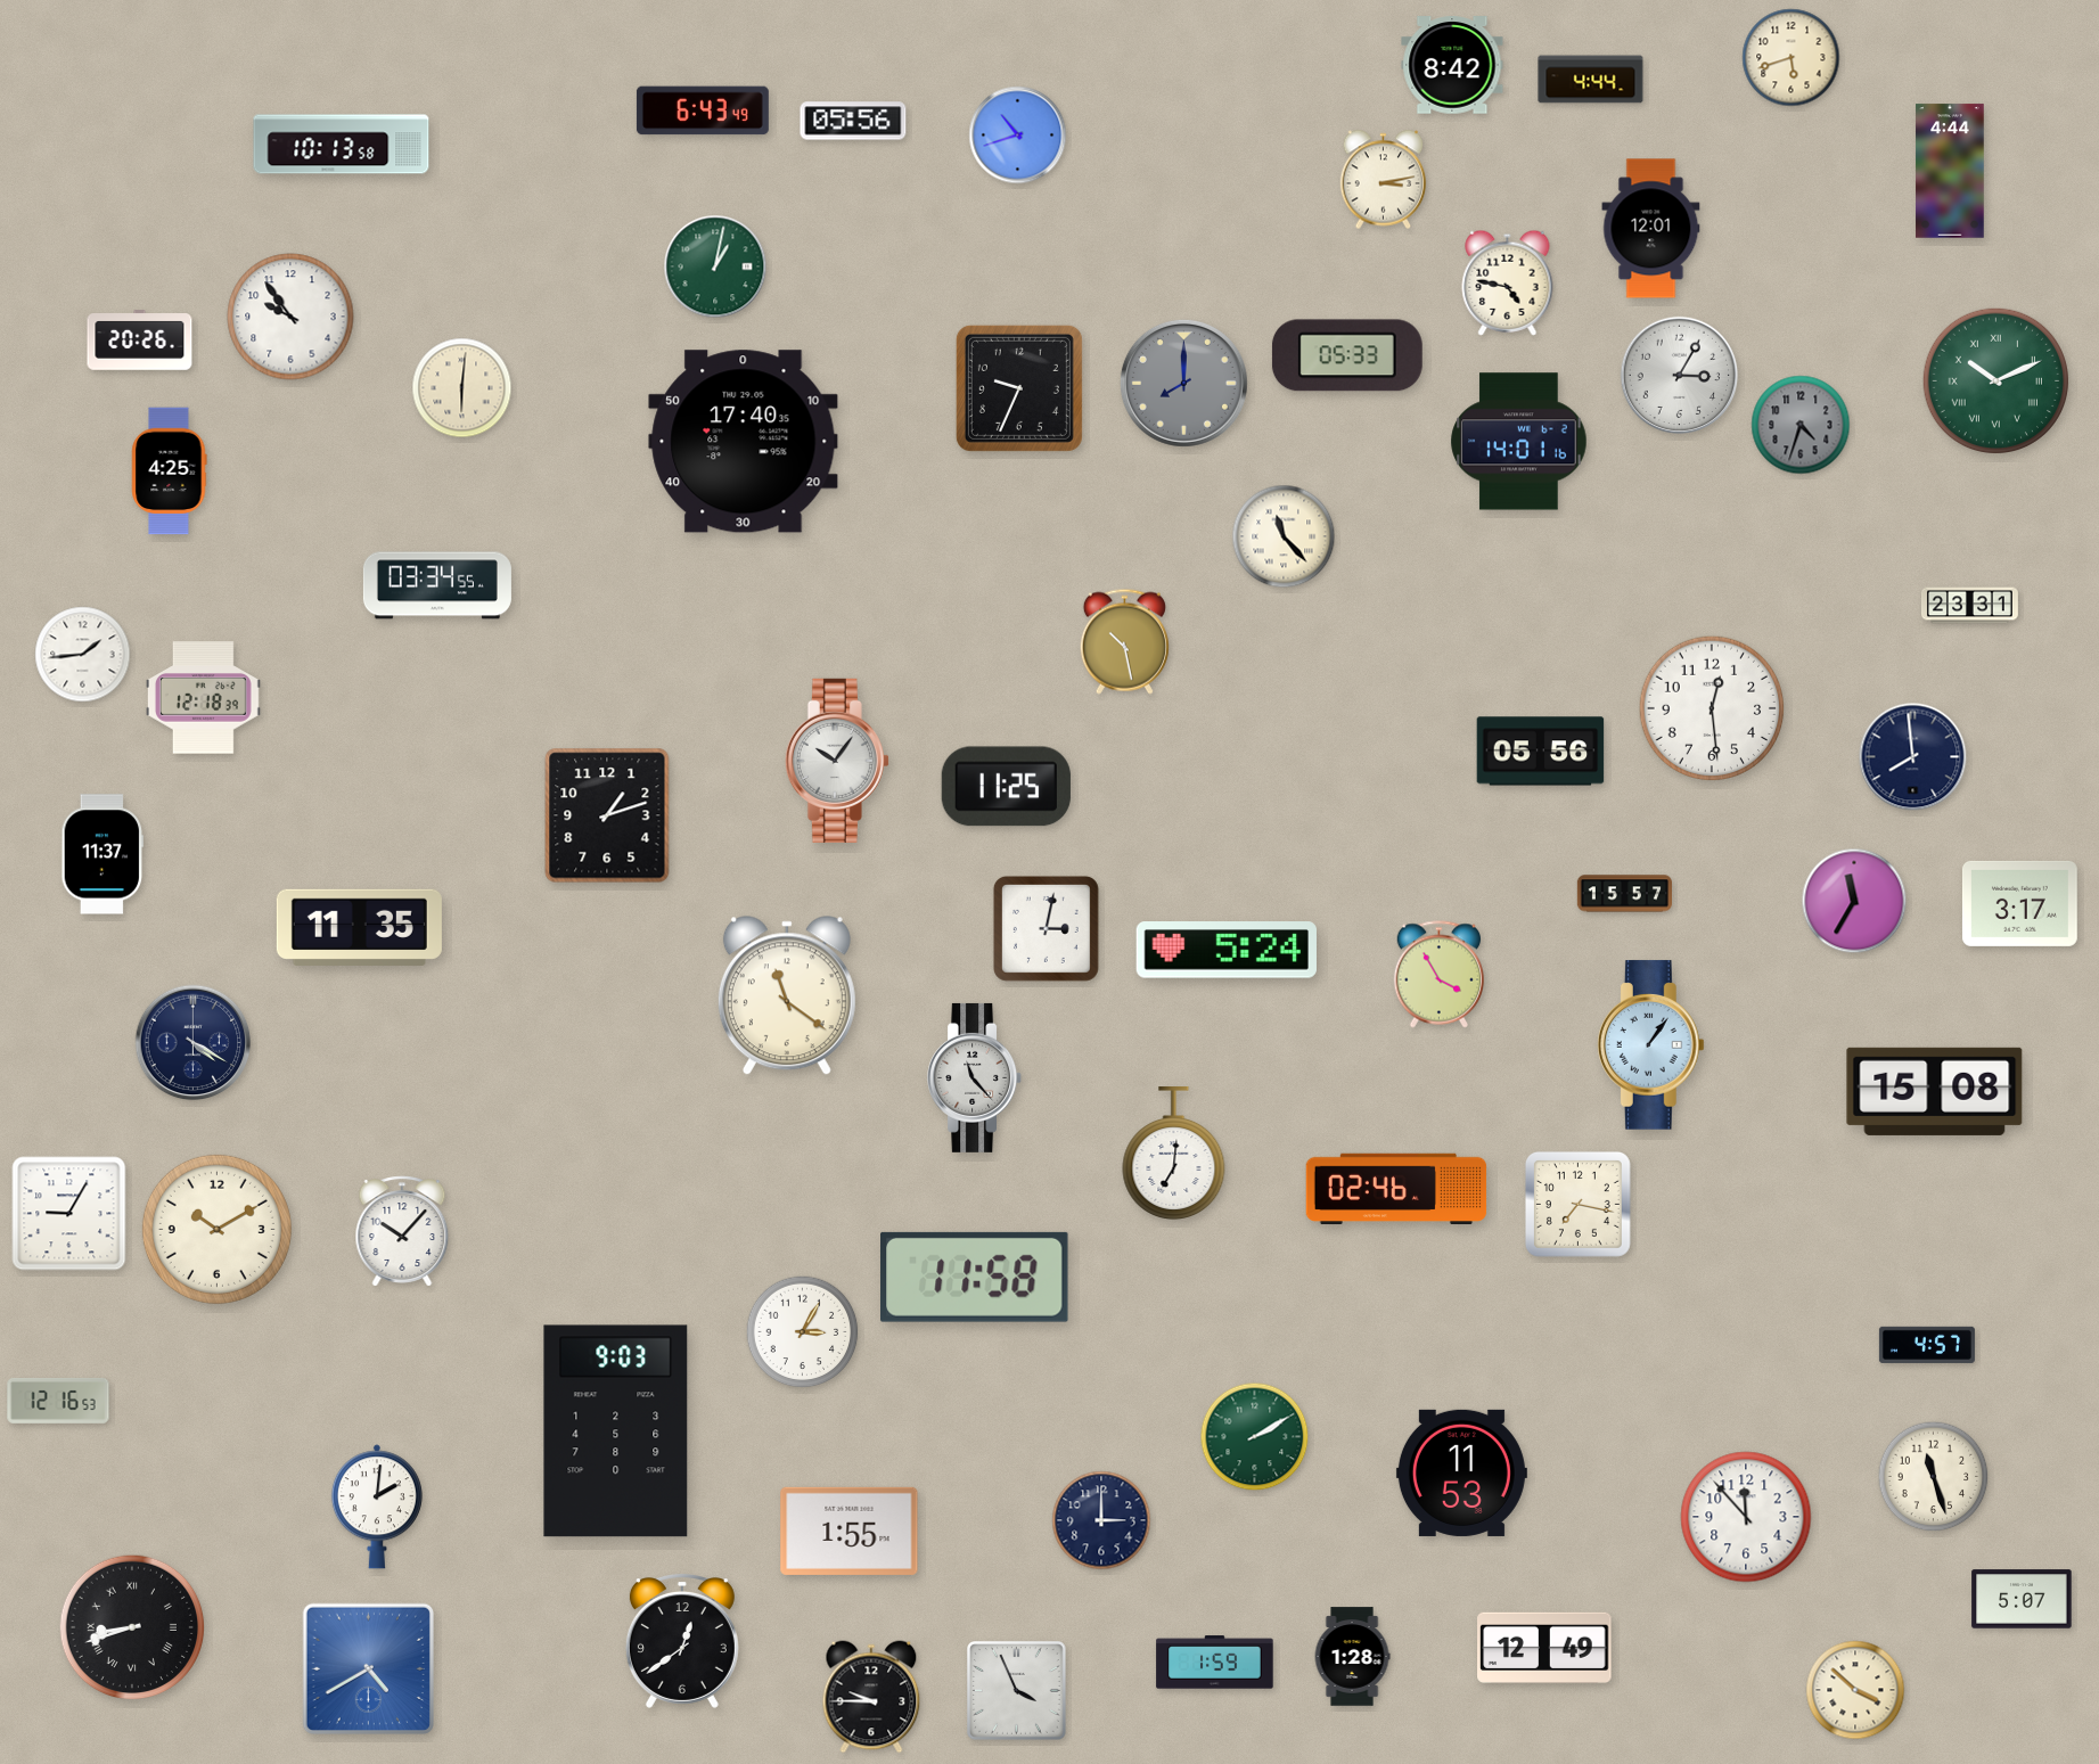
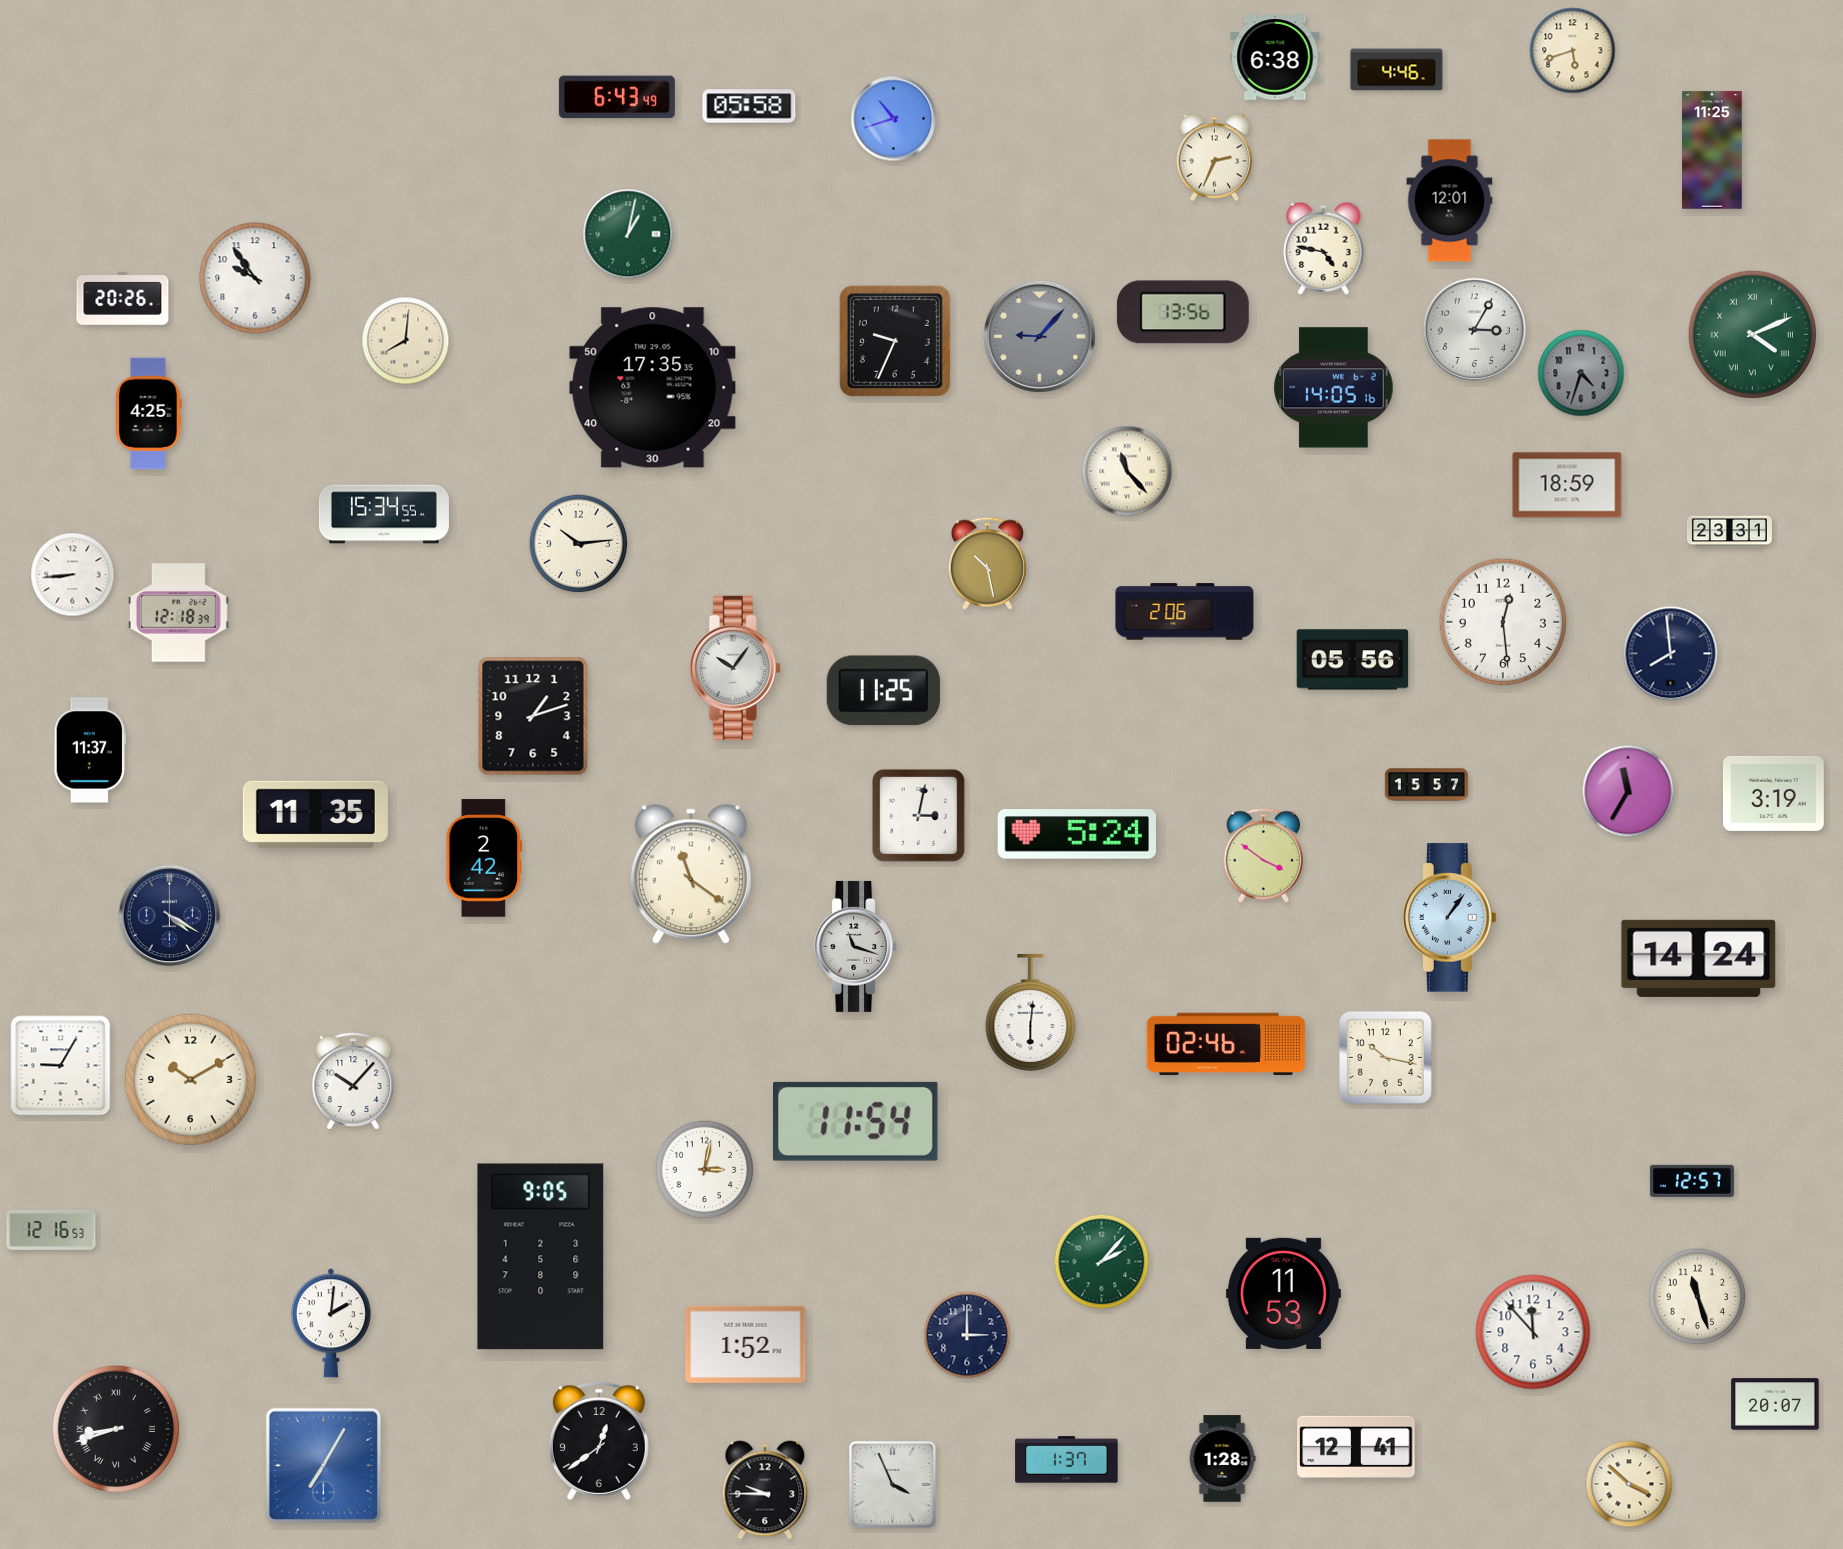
clock at (1452, 65): 8:42 -> 6:38
clock at (1591, 80): 4:44 -> 4:46
clock at (853, 121): 05:56 -> 05:58
clock at (342, 145): 10:13 -> none
clock at (1950, 171): 4:44 -> 11:25
clock at (1384, 180): 3:13 -> 2:34
clock at (1347, 355): 05:33 -> 13:56
clock at (1995, 380): 10:11 -> 4:11
clock at (1183, 383): 8:00 -> 9:07
clock at (462, 388): 6:01 -> 8:01
clock at (744, 442): 17:40 -> 17:35
clock at (1519, 442): 14:01 -> 14:05
clock at (1567, 485): none -> 18:59
clock at (437, 585): 03:34 -> 15:34
clock at (579, 544): none -> 10:14
clock at (83, 655): 1:44 -> 8:44
clock at (1185, 612): none -> 2:06
clock at (1913, 757) position: (1913, 757) -> (1671, 654)
clock at (2019, 903): 3:17 -> 3:19
clock at (1440, 975): 3:55 -> 3:51
clock at (483, 858): none -> 2:42
clock at (975, 1077): 11:23 -> 11:18
clock at (1935, 1091): 15:08 -> 14:24
clock at (1174, 1154): 7:01 -> 6:01
clock at (1577, 1204): 7:17 -> 10:17
clock at (975, 1277): 11:58 -> 11:54
clock at (803, 1332): 3:05 -> 3:02
clock at (1927, 1345): 4:57 -> 12:57
clock at (616, 1431): 9:03 -> 9:05
clock at (1255, 1437): 2:10 -> 2:07
clock at (850, 1531): 1:55 -> 1:52
clock at (2022, 1599): 5:07 -> 20:07
clock at (1544, 1648): 12:49 -> 12:41
clock at (1352, 1657) position: (1352, 1657) -> (1222, 1459)
clock at (1215, 1663): 1:59 -> 1:37
clock at (368, 1668): 4:40 -> 7:05
